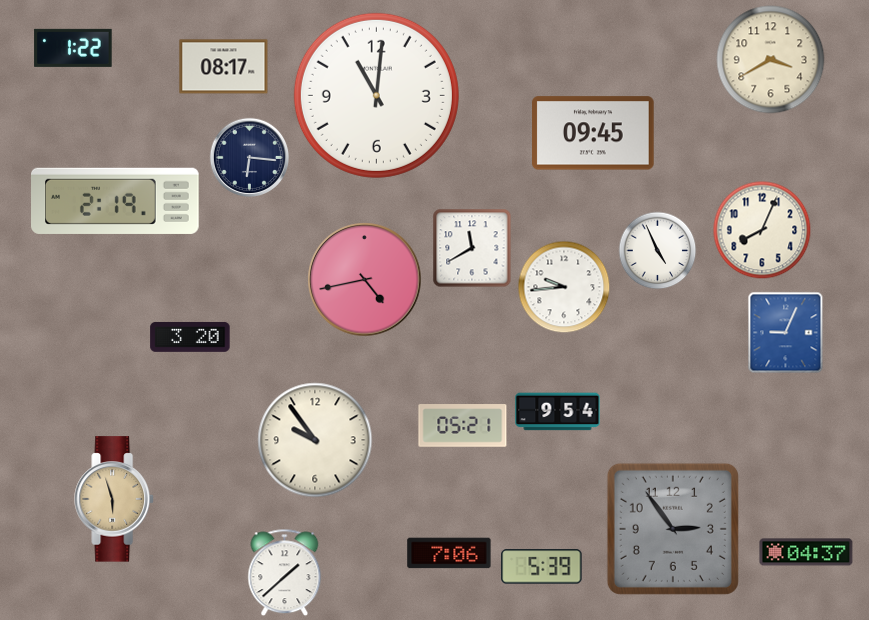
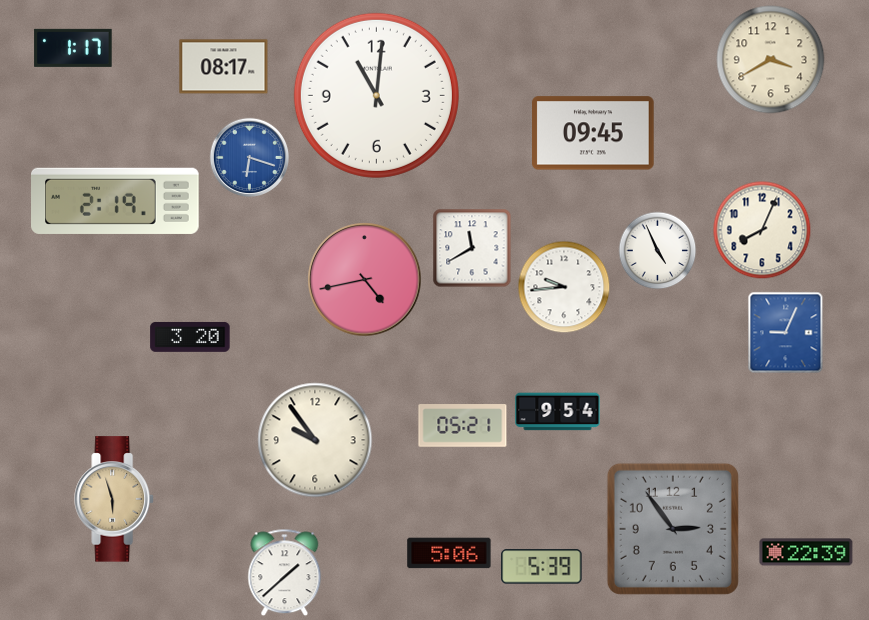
clock at (73, 48): 1:22 -> 1:17
clock at (249, 157): 6:16 -> 6:18
clock at (249, 157) dial: navy -> blue
clock at (806, 552): 04:37 -> 22:39
clock at (449, 553): 7:06 -> 5:06
